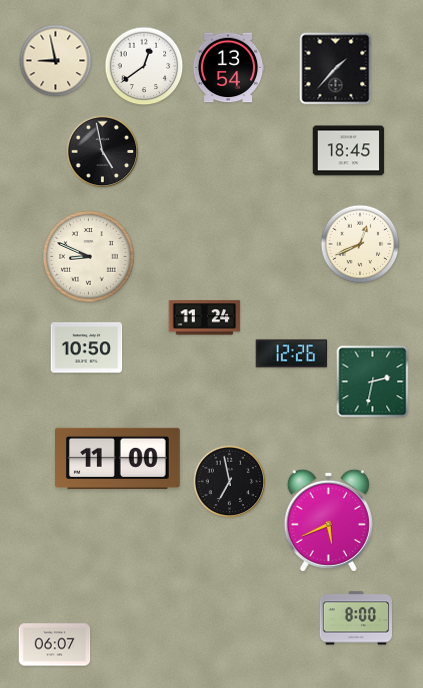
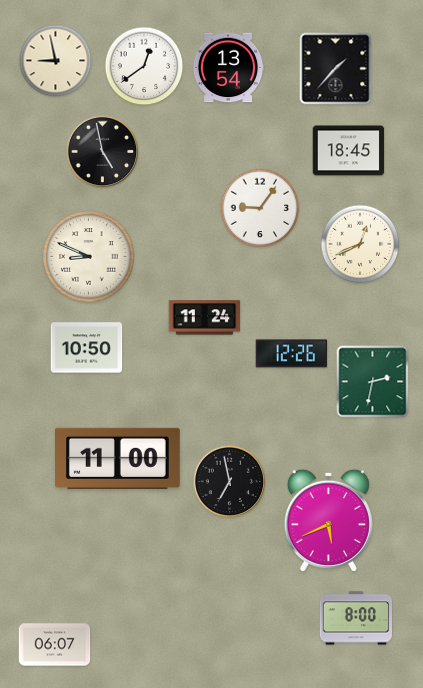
clock at (260, 208): none -> 9:06
